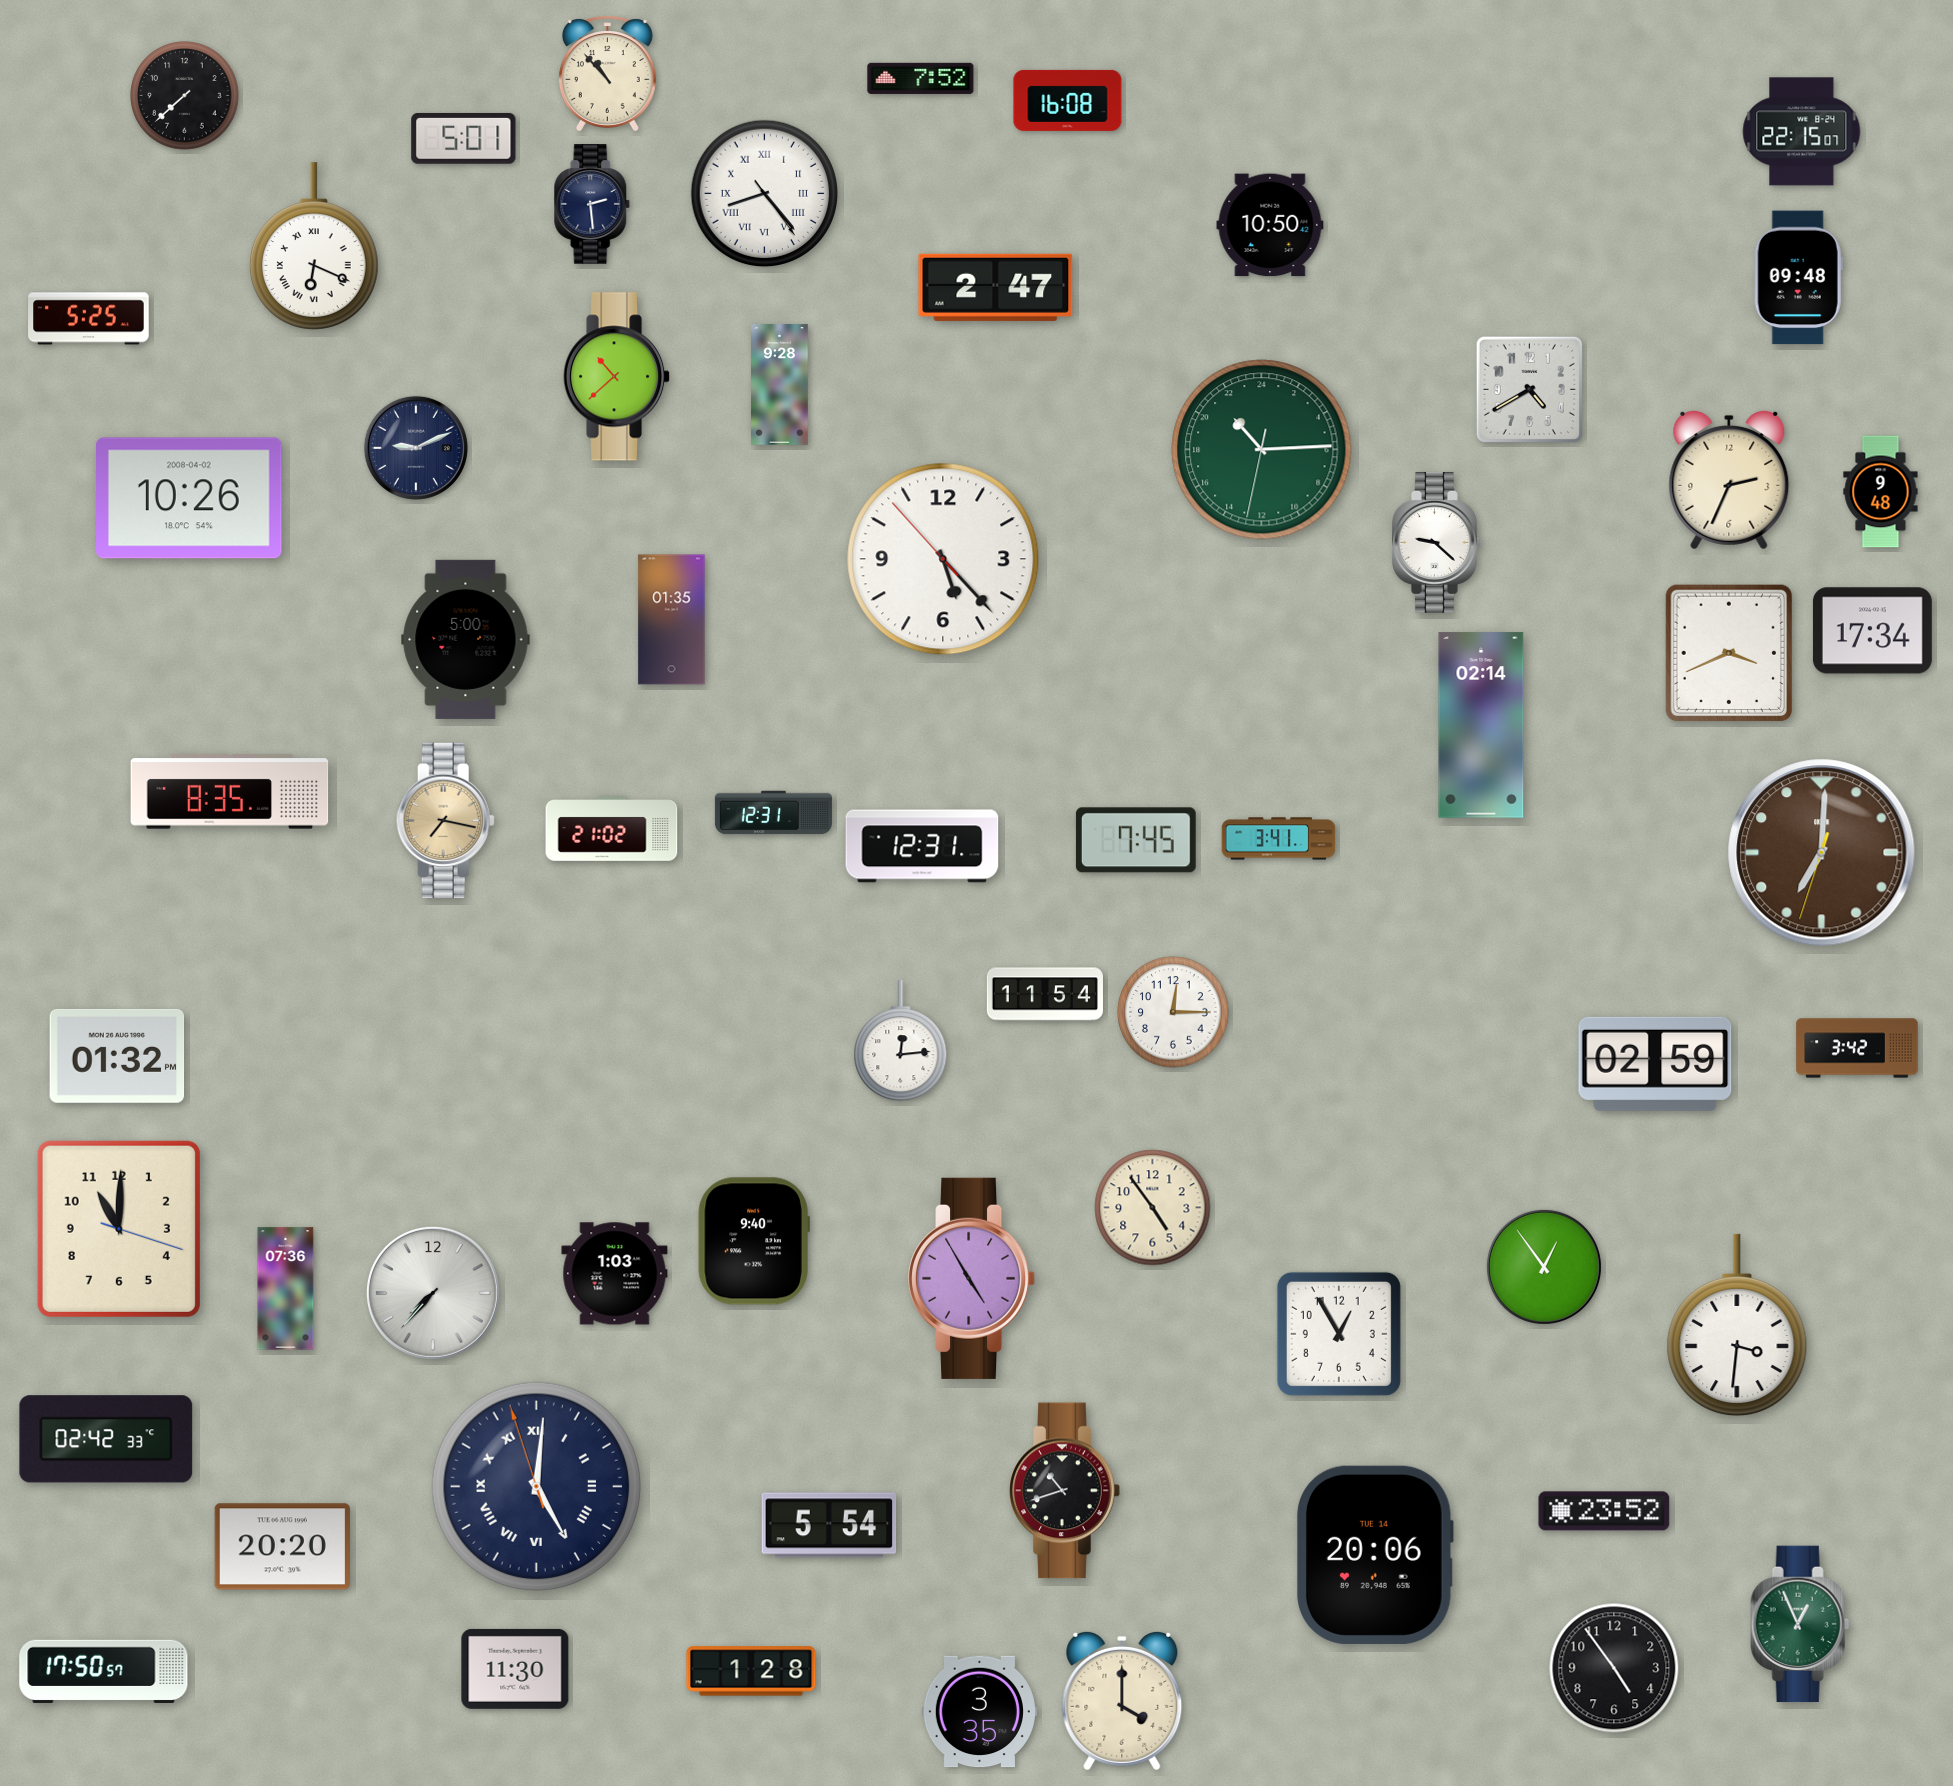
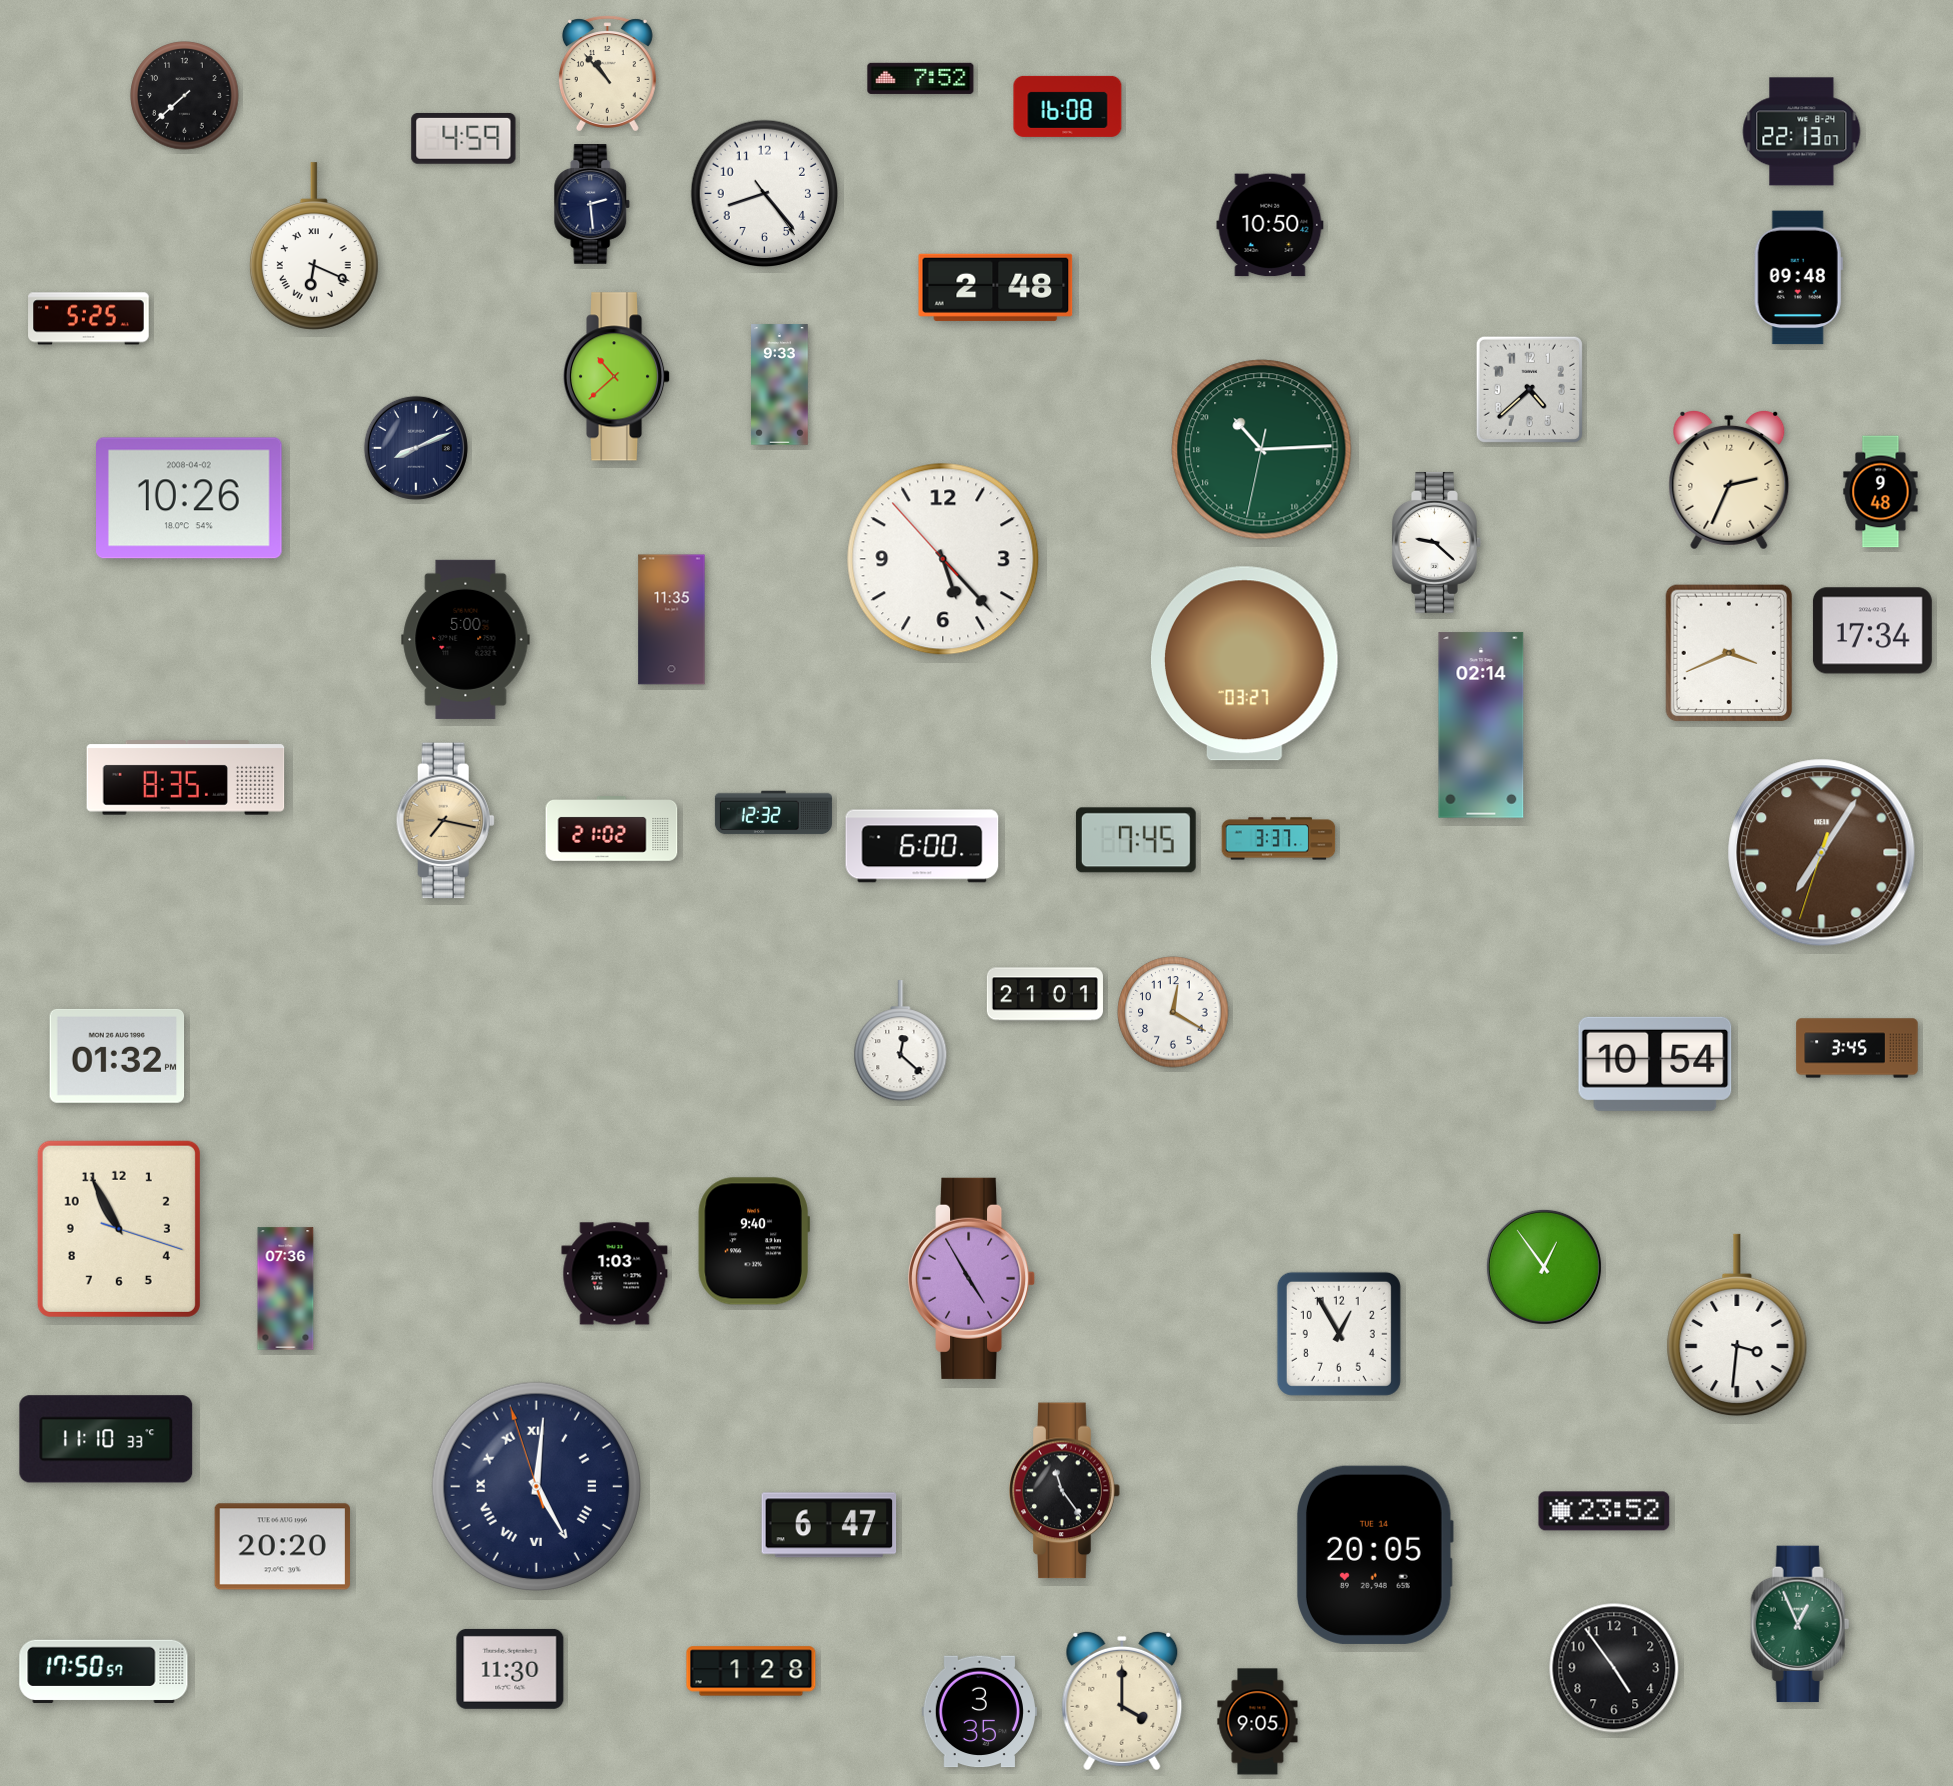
clock at (1068, 100) position: (1068, 100) -> (1068, 106)
clock at (1802, 132): 22:15 -> 22:13
clock at (464, 138): 5:01 -> 4:59
clock at (765, 194) numerals: Roman -> Arabic
clock at (996, 287): 2:47 -> 2:48
clock at (780, 385): 9:28 -> 9:33
clock at (1529, 389): 4:40 -> 4:38
clock at (416, 448): 9:11 -> 8:11
clock at (672, 620): 01:35 -> 11:35
clock at (1244, 664): none -> 03:27
clock at (230, 792) position: (230, 792) -> (186, 778)
clock at (773, 813): 12:31 -> 12:32
clock at (1279, 839): 3:41 -> 3:37
clock at (922, 846): 12:31 -> 6:00
clock at (1822, 853): 7:00 -> 7:05
clock at (1045, 994): 11:54 -> 21:01
clock at (1173, 1012): 12:15 -> 12:20
clock at (901, 1041): 12:14 -> 12:22
clock at (1857, 1048): 3:42 -> 3:45
clock at (1655, 1064): 02:59 -> 10:54
clock at (1153, 1208): 4:54 -> none
clock at (119, 1229): 11:00 -> 10:55
clock at (433, 1293): 7:37 -> none
clock at (106, 1439): 02:42 -> 11:10
clock at (1065, 1491): 10:42 -> 11:24
clock at (829, 1525): 5:54 -> 6:47
clock at (1375, 1555): 20:06 -> 20:05
clock at (515, 1669) position: (515, 1669) -> (510, 1669)
clock at (1258, 1722): none -> 9:05
